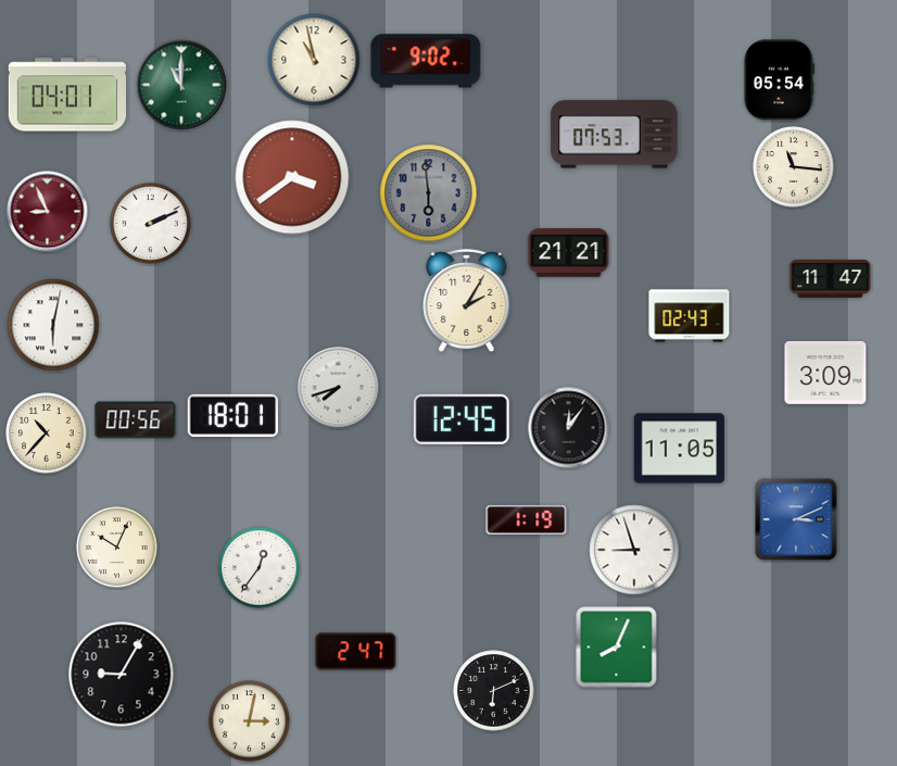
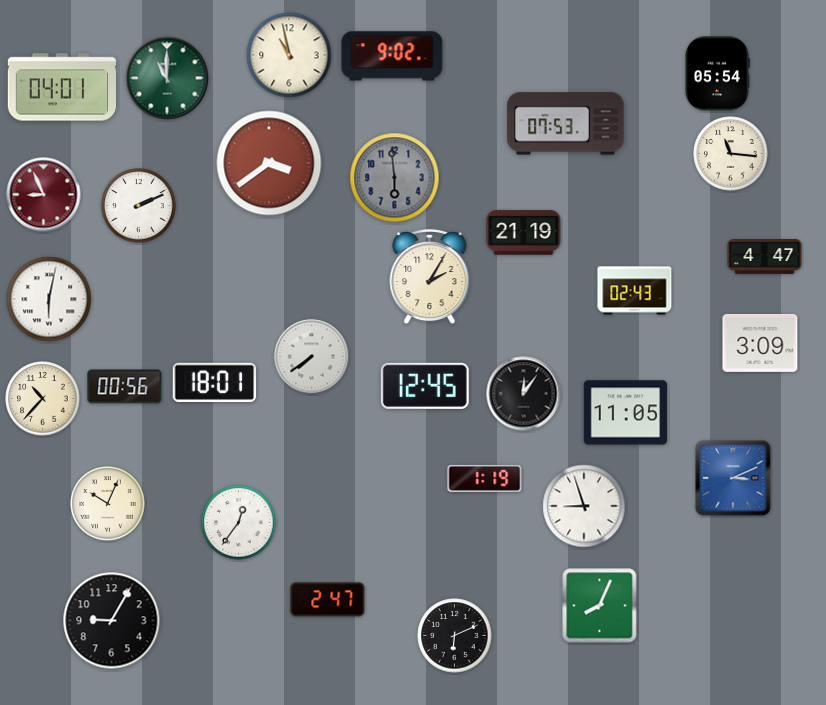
clock at (569, 253): 21:21 -> 21:19
clock at (831, 279): 11:47 -> 4:47
clock at (339, 388): 7:42 -> 7:39
clock at (617, 648) position: (617, 648) -> (600, 606)
clock at (250, 721): 3:02 -> none
